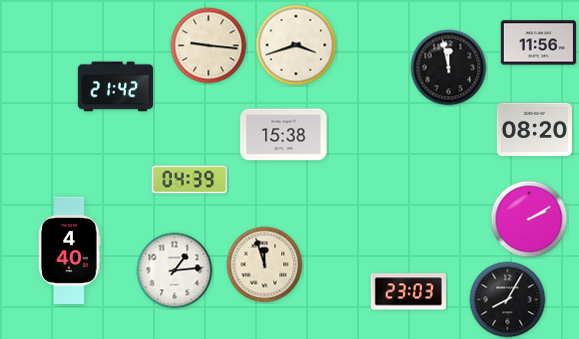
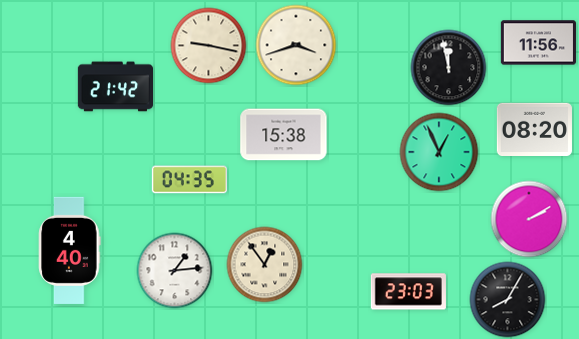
clock at (209, 46): 9:16 -> 9:17
clock at (439, 152): none -> 12:56
clock at (189, 180): 04:39 -> 04:35
clock at (265, 265): 11:57 -> 12:54
